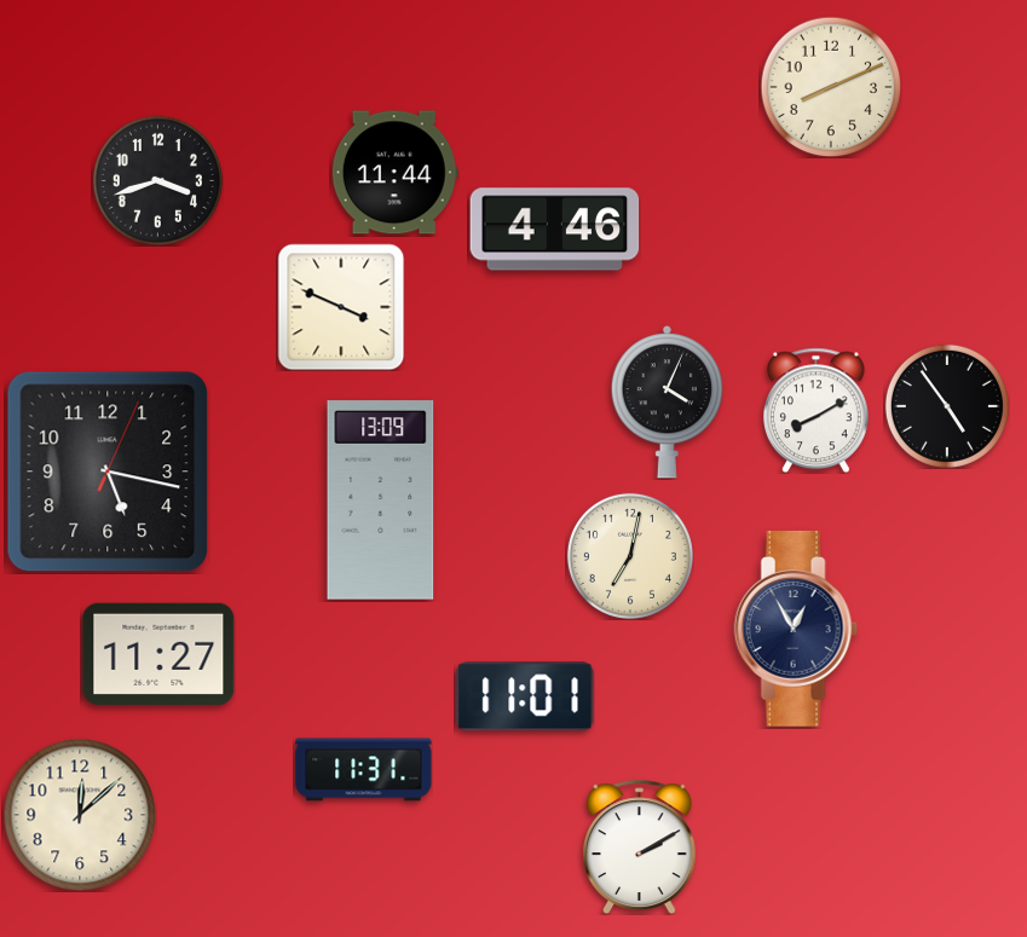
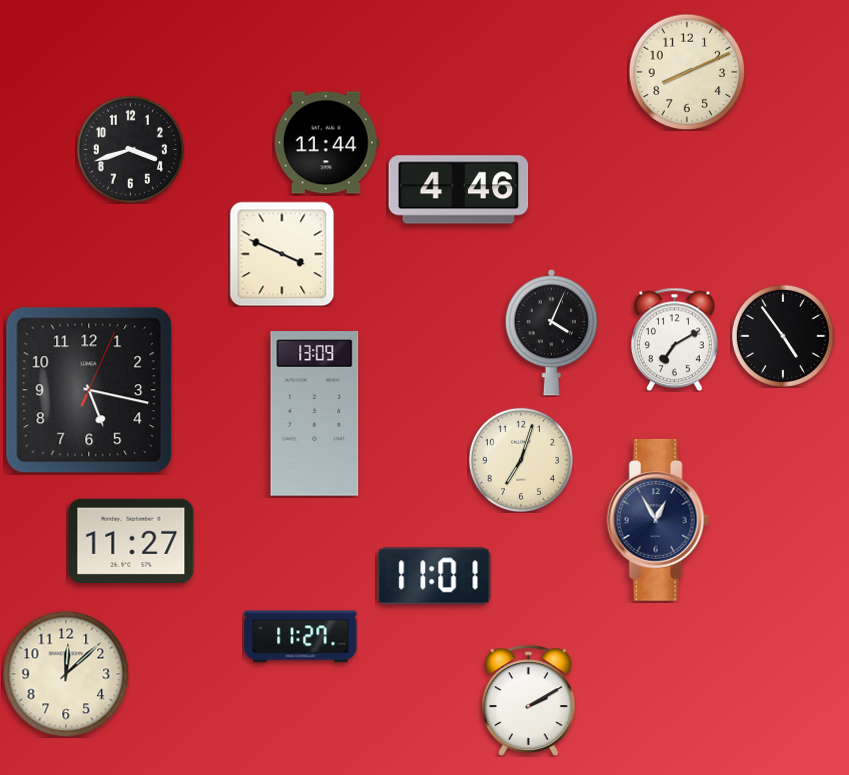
clock at (815, 410): 8:10 -> 7:10
clock at (630, 556): 7:02 -> 7:03
clock at (364, 770): 11:31 -> 11:27
